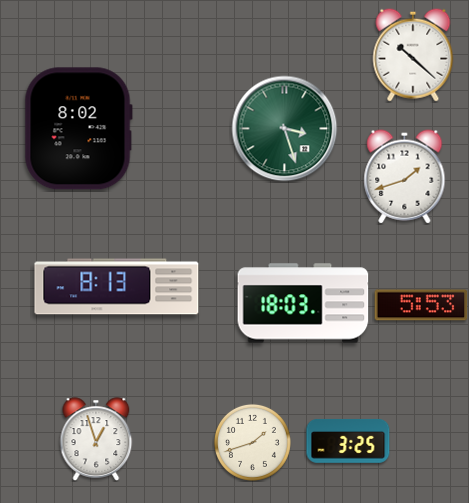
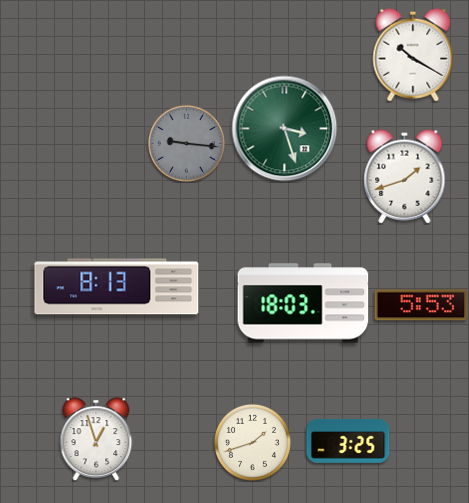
clock at (413, 55): 10:22 -> 10:20
clock at (78, 129): 8:02 -> none
clock at (186, 143): none -> 9:16
